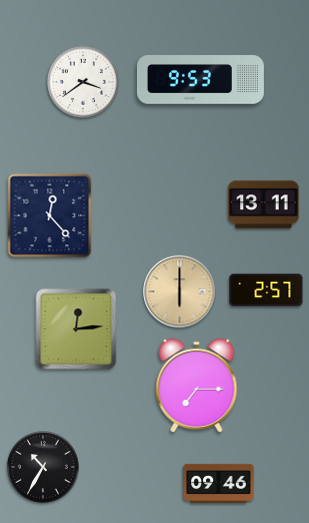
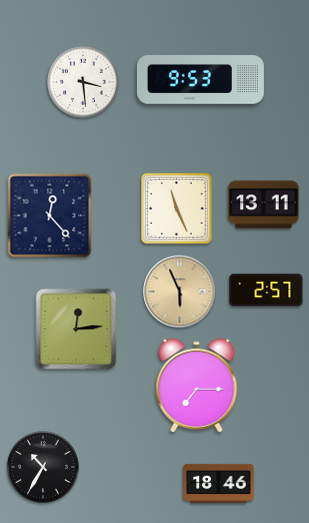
clock at (84, 83): 3:39 -> 3:29
clock at (177, 209): none -> 11:26
clock at (180, 292): 6:00 -> 5:56
clock at (219, 483): 09:46 -> 18:46
